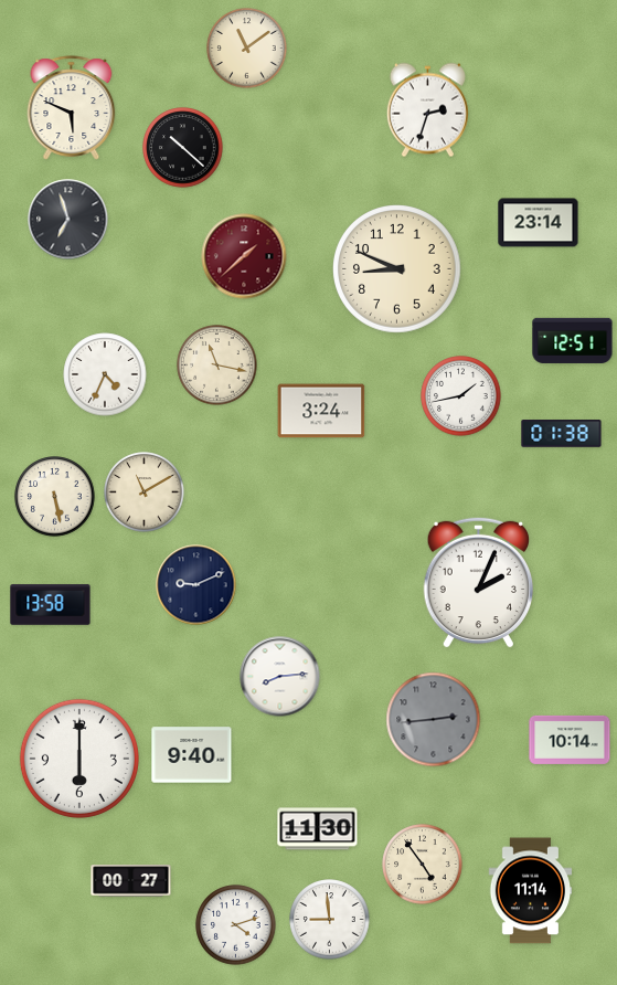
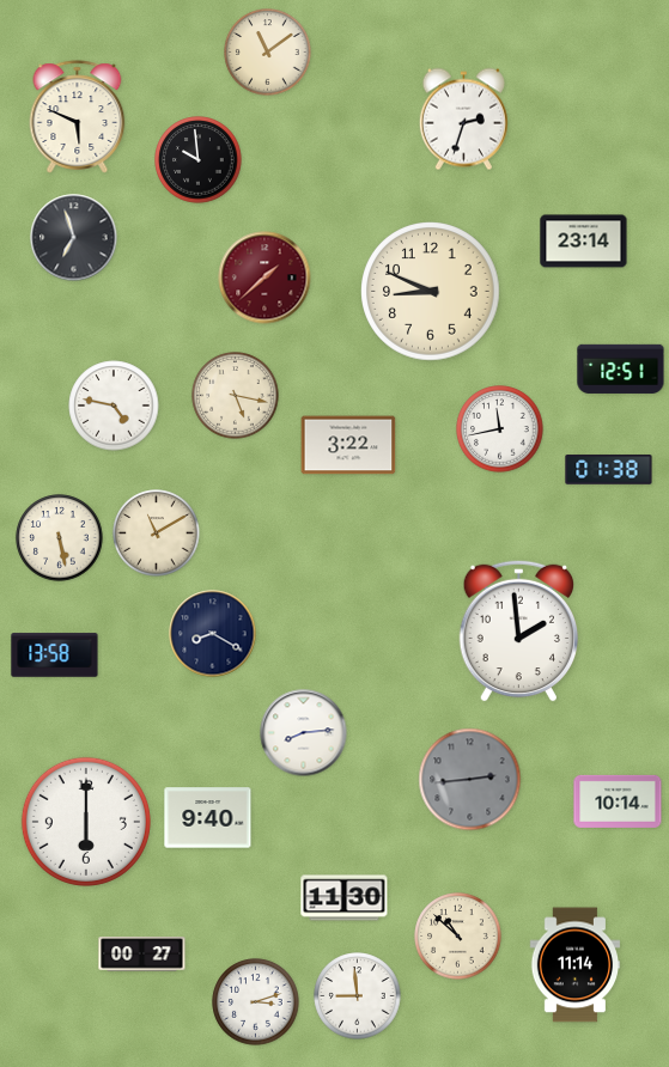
clock at (183, 148): 10:22 -> 9:59
clock at (217, 366): 11:17 -> 5:17
clock at (105, 374): 4:34 -> 4:47
clock at (461, 396): 1:43 -> 11:43
clock at (321, 411): 3:24 -> 3:22
clock at (478, 582): 2:04 -> 1:59
clock at (196, 585): 9:11 -> 8:20
clock at (423, 865): 4:54 -> 10:52
clock at (236, 925): 4:12 -> 3:12
